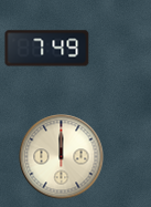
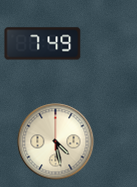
clock at (62, 157): 12:00 -> 4:28
